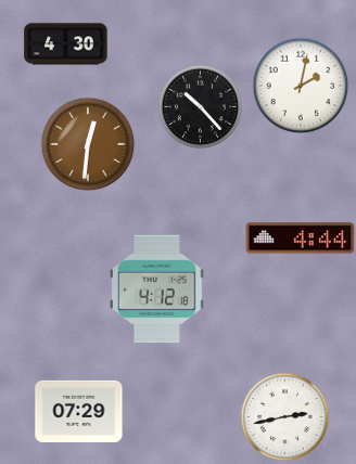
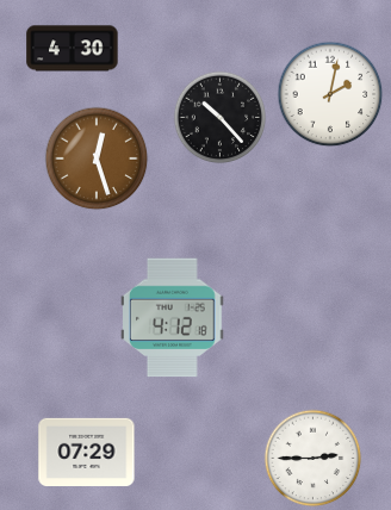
clock at (88, 144): 12:31 -> 12:27
clock at (301, 239): 4:44 -> none
clock at (284, 416): 2:43 -> 2:45
